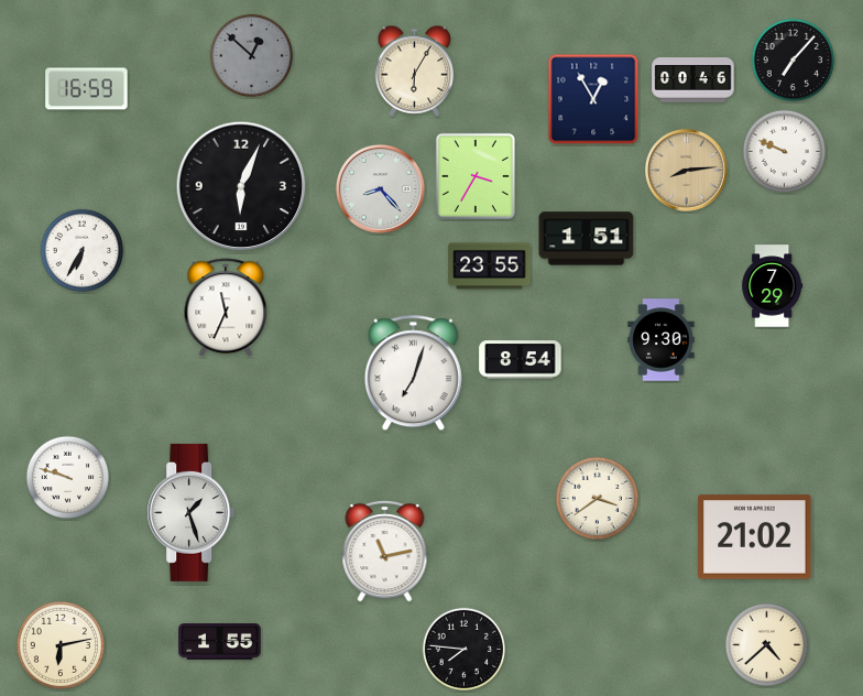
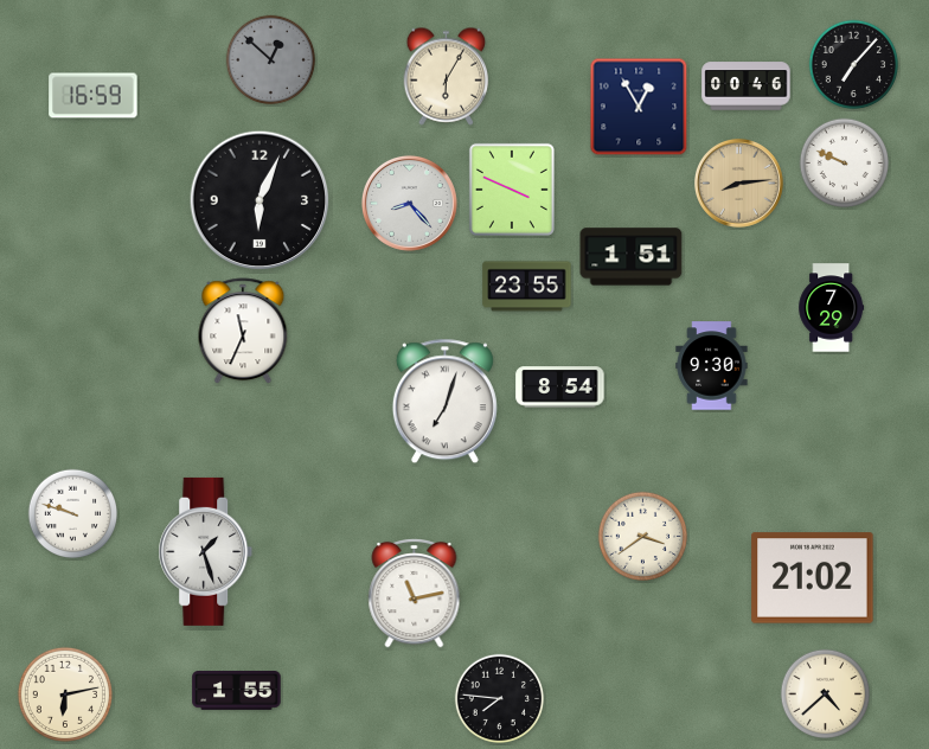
clock at (476, 176): 3:35 -> 3:49
clock at (83, 251): 6:35 -> none
